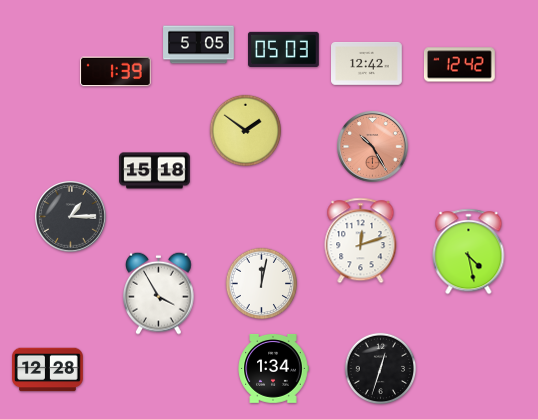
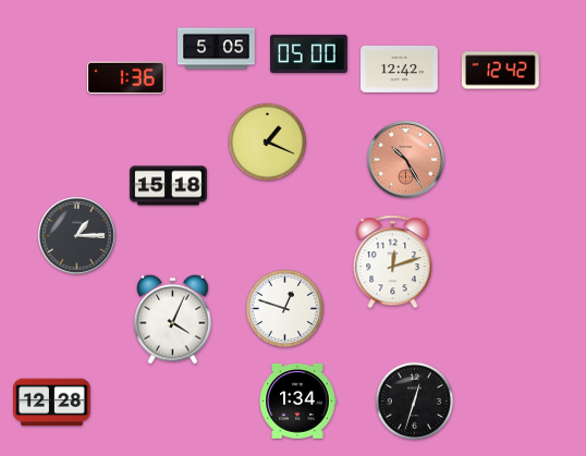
clock at (284, 49): 05:03 -> 05:00
clock at (116, 72): 1:39 -> 1:36
clock at (246, 131): 1:51 -> 1:19
clock at (469, 252): 4:28 -> none
clock at (262, 284): 12:02 -> 12:48
clock at (159, 293): 3:55 -> 4:04
